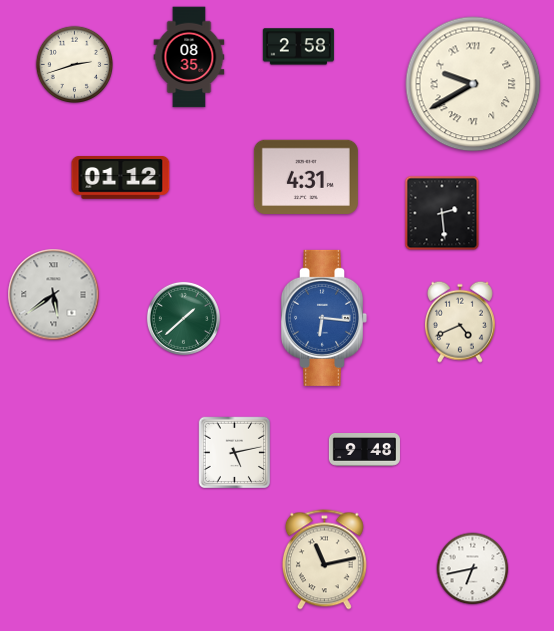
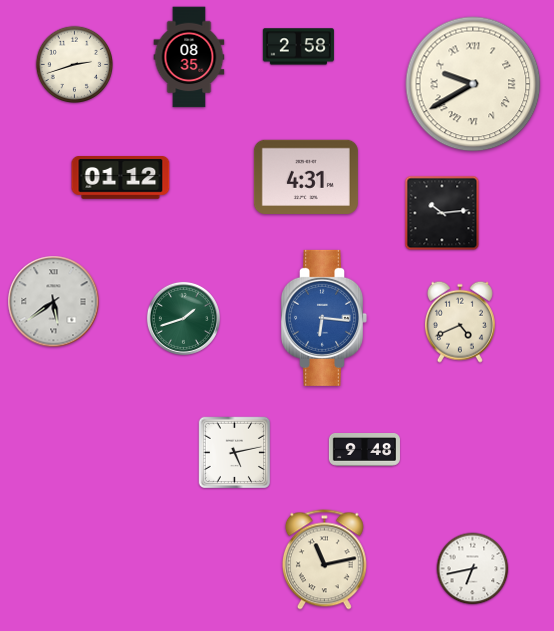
clock at (442, 213): 2:29 -> 10:14
clock at (54, 295) position: (54, 295) -> (54, 302)
clock at (183, 318): 1:38 -> 1:42
